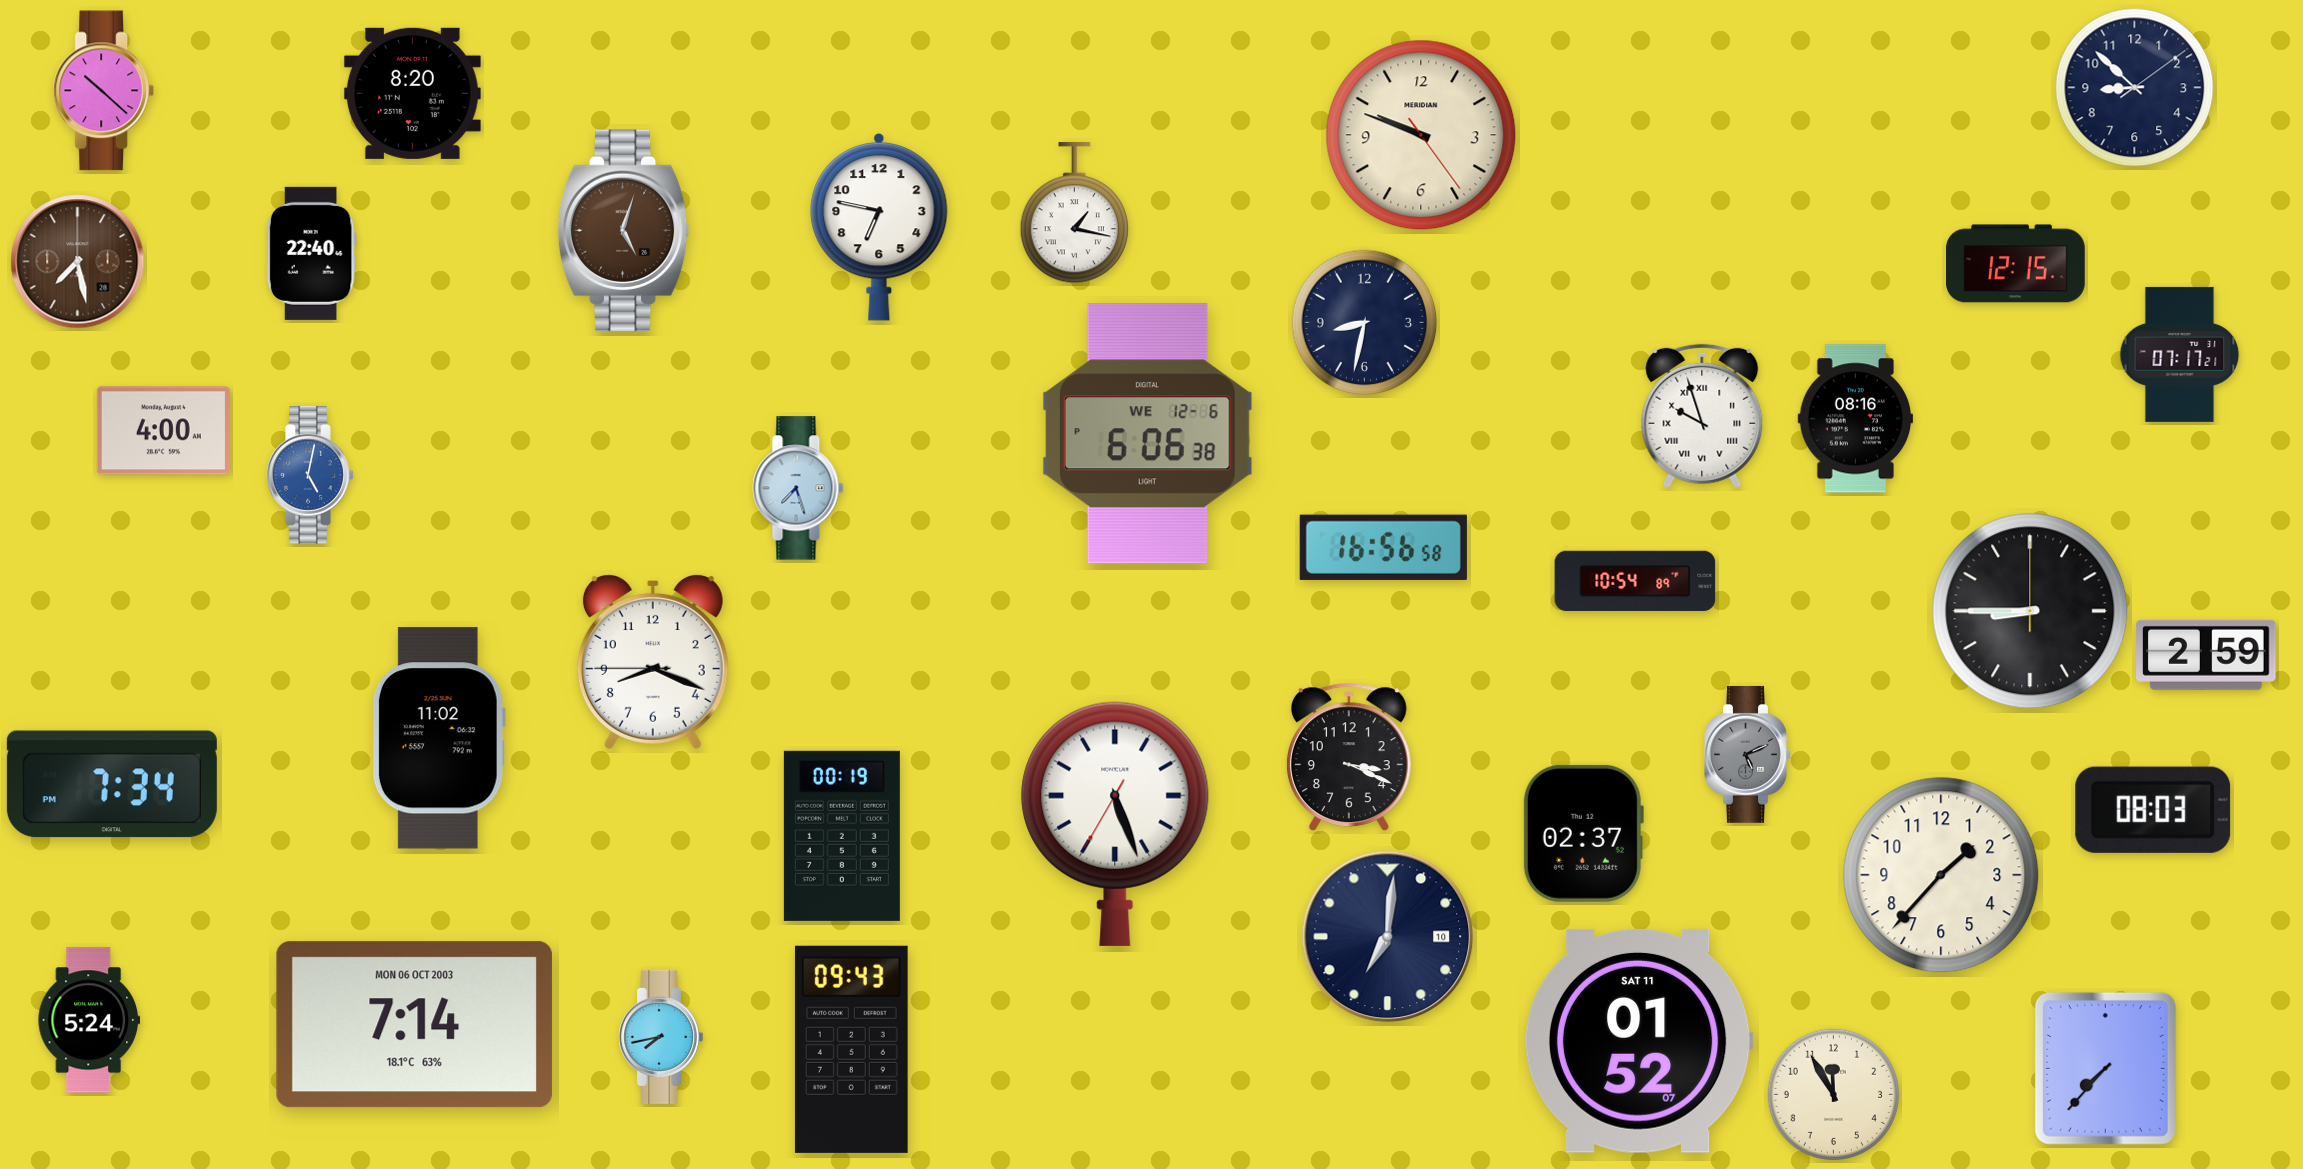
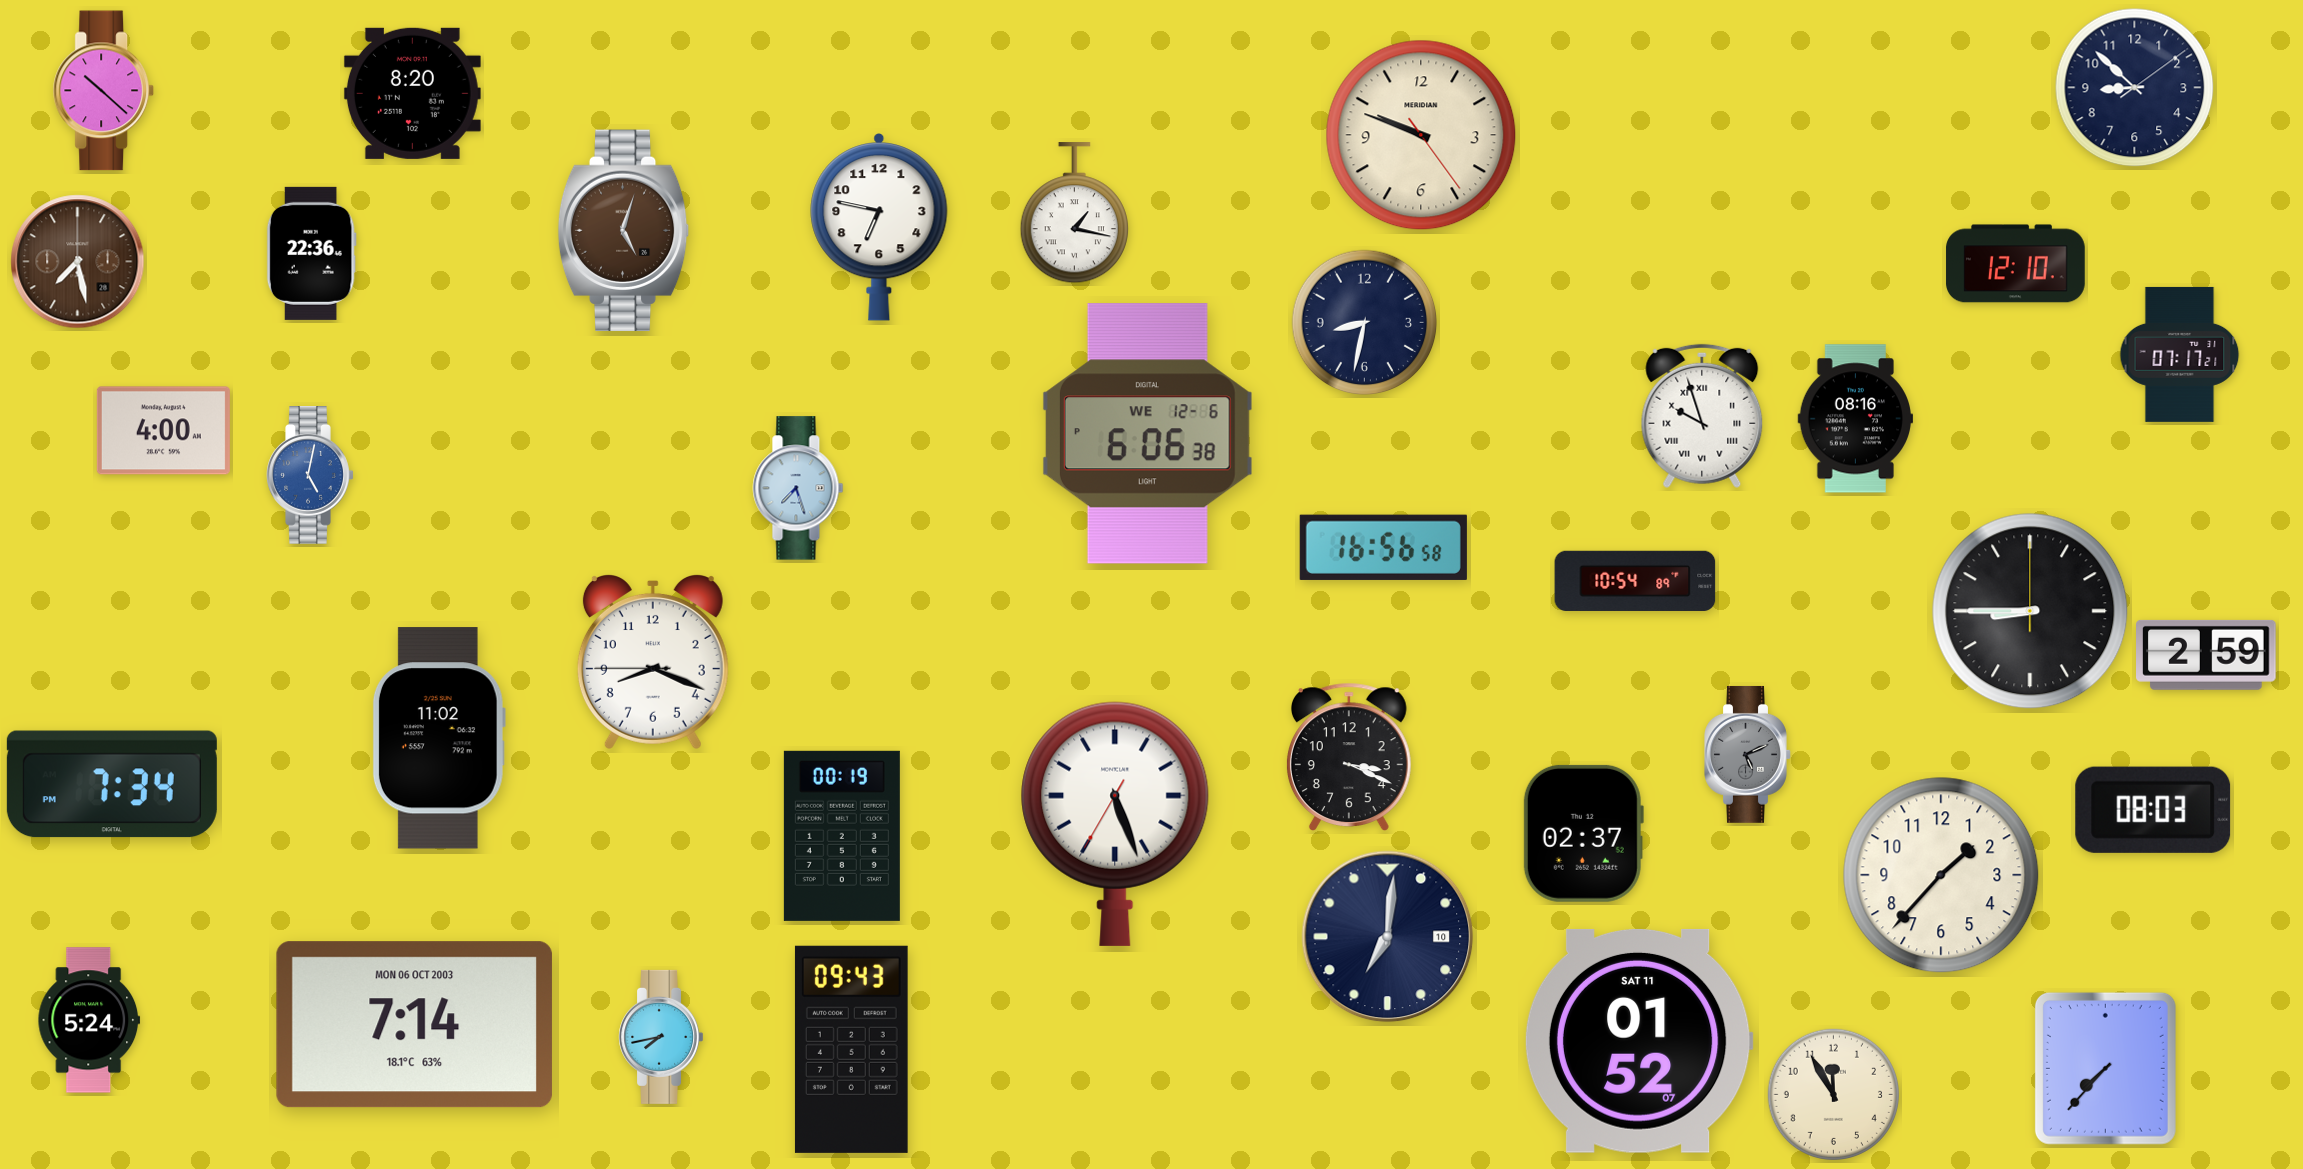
clock at (311, 253): 22:40 -> 22:36
clock at (2016, 264): 12:15 -> 12:10
